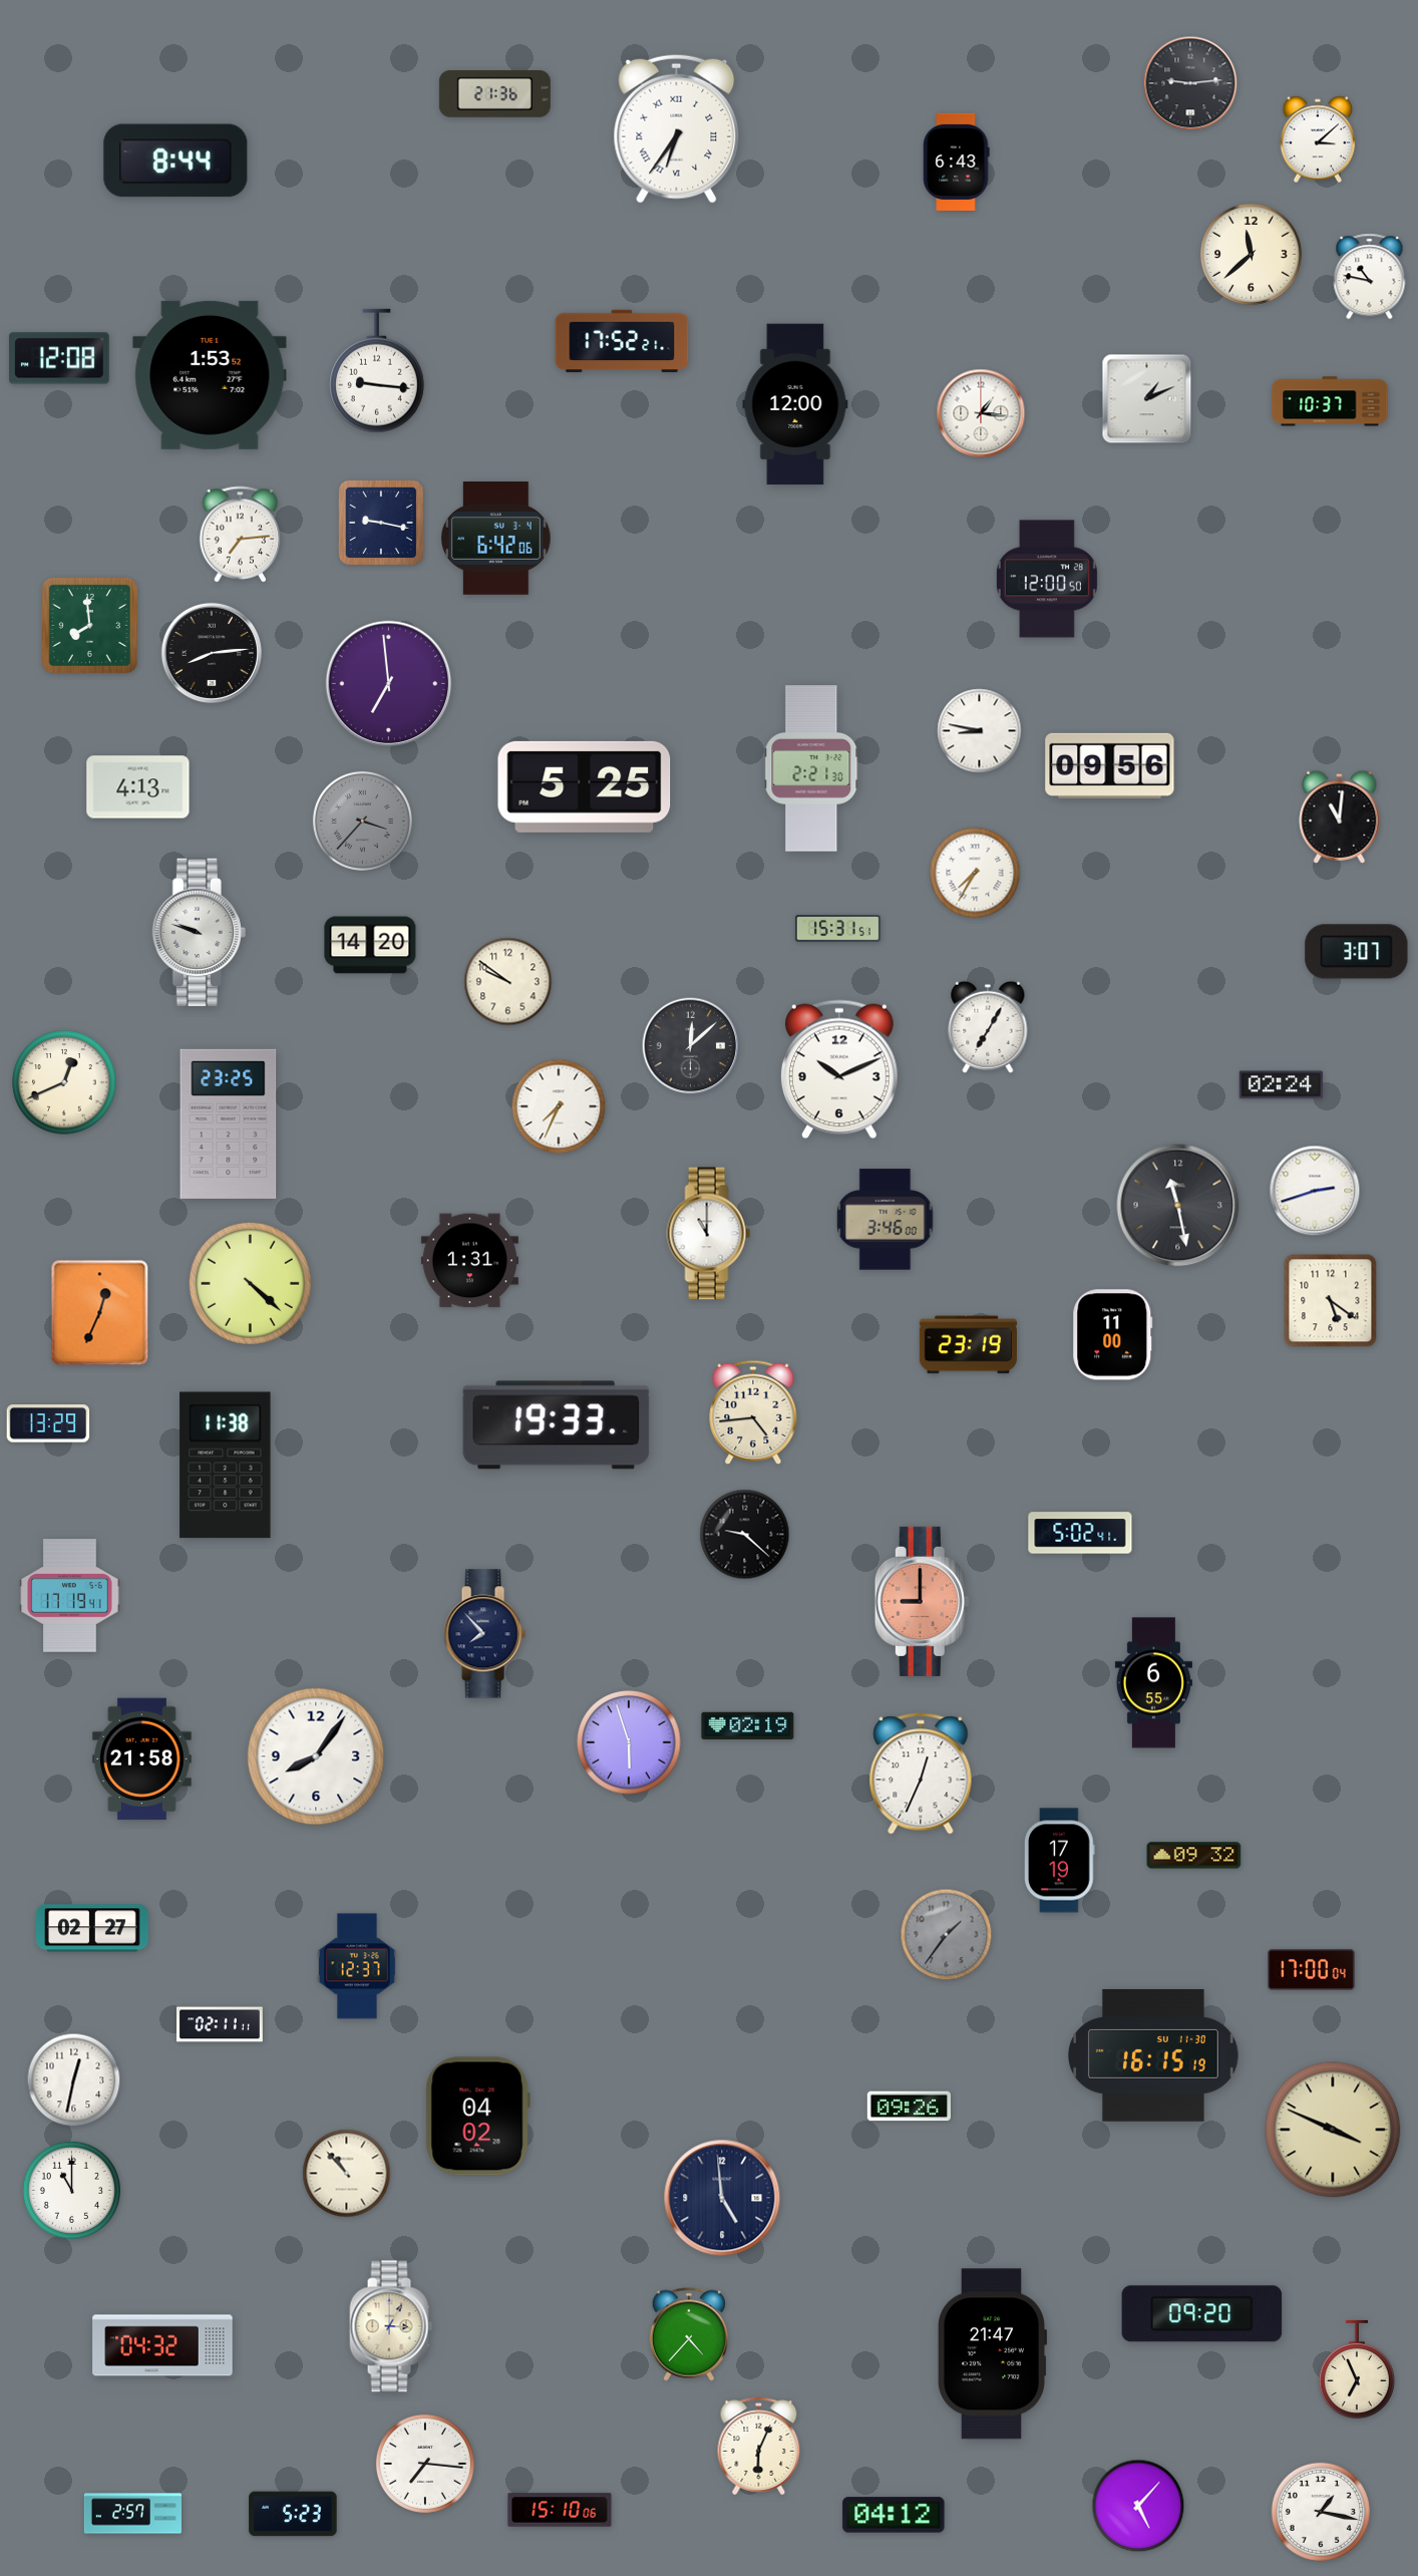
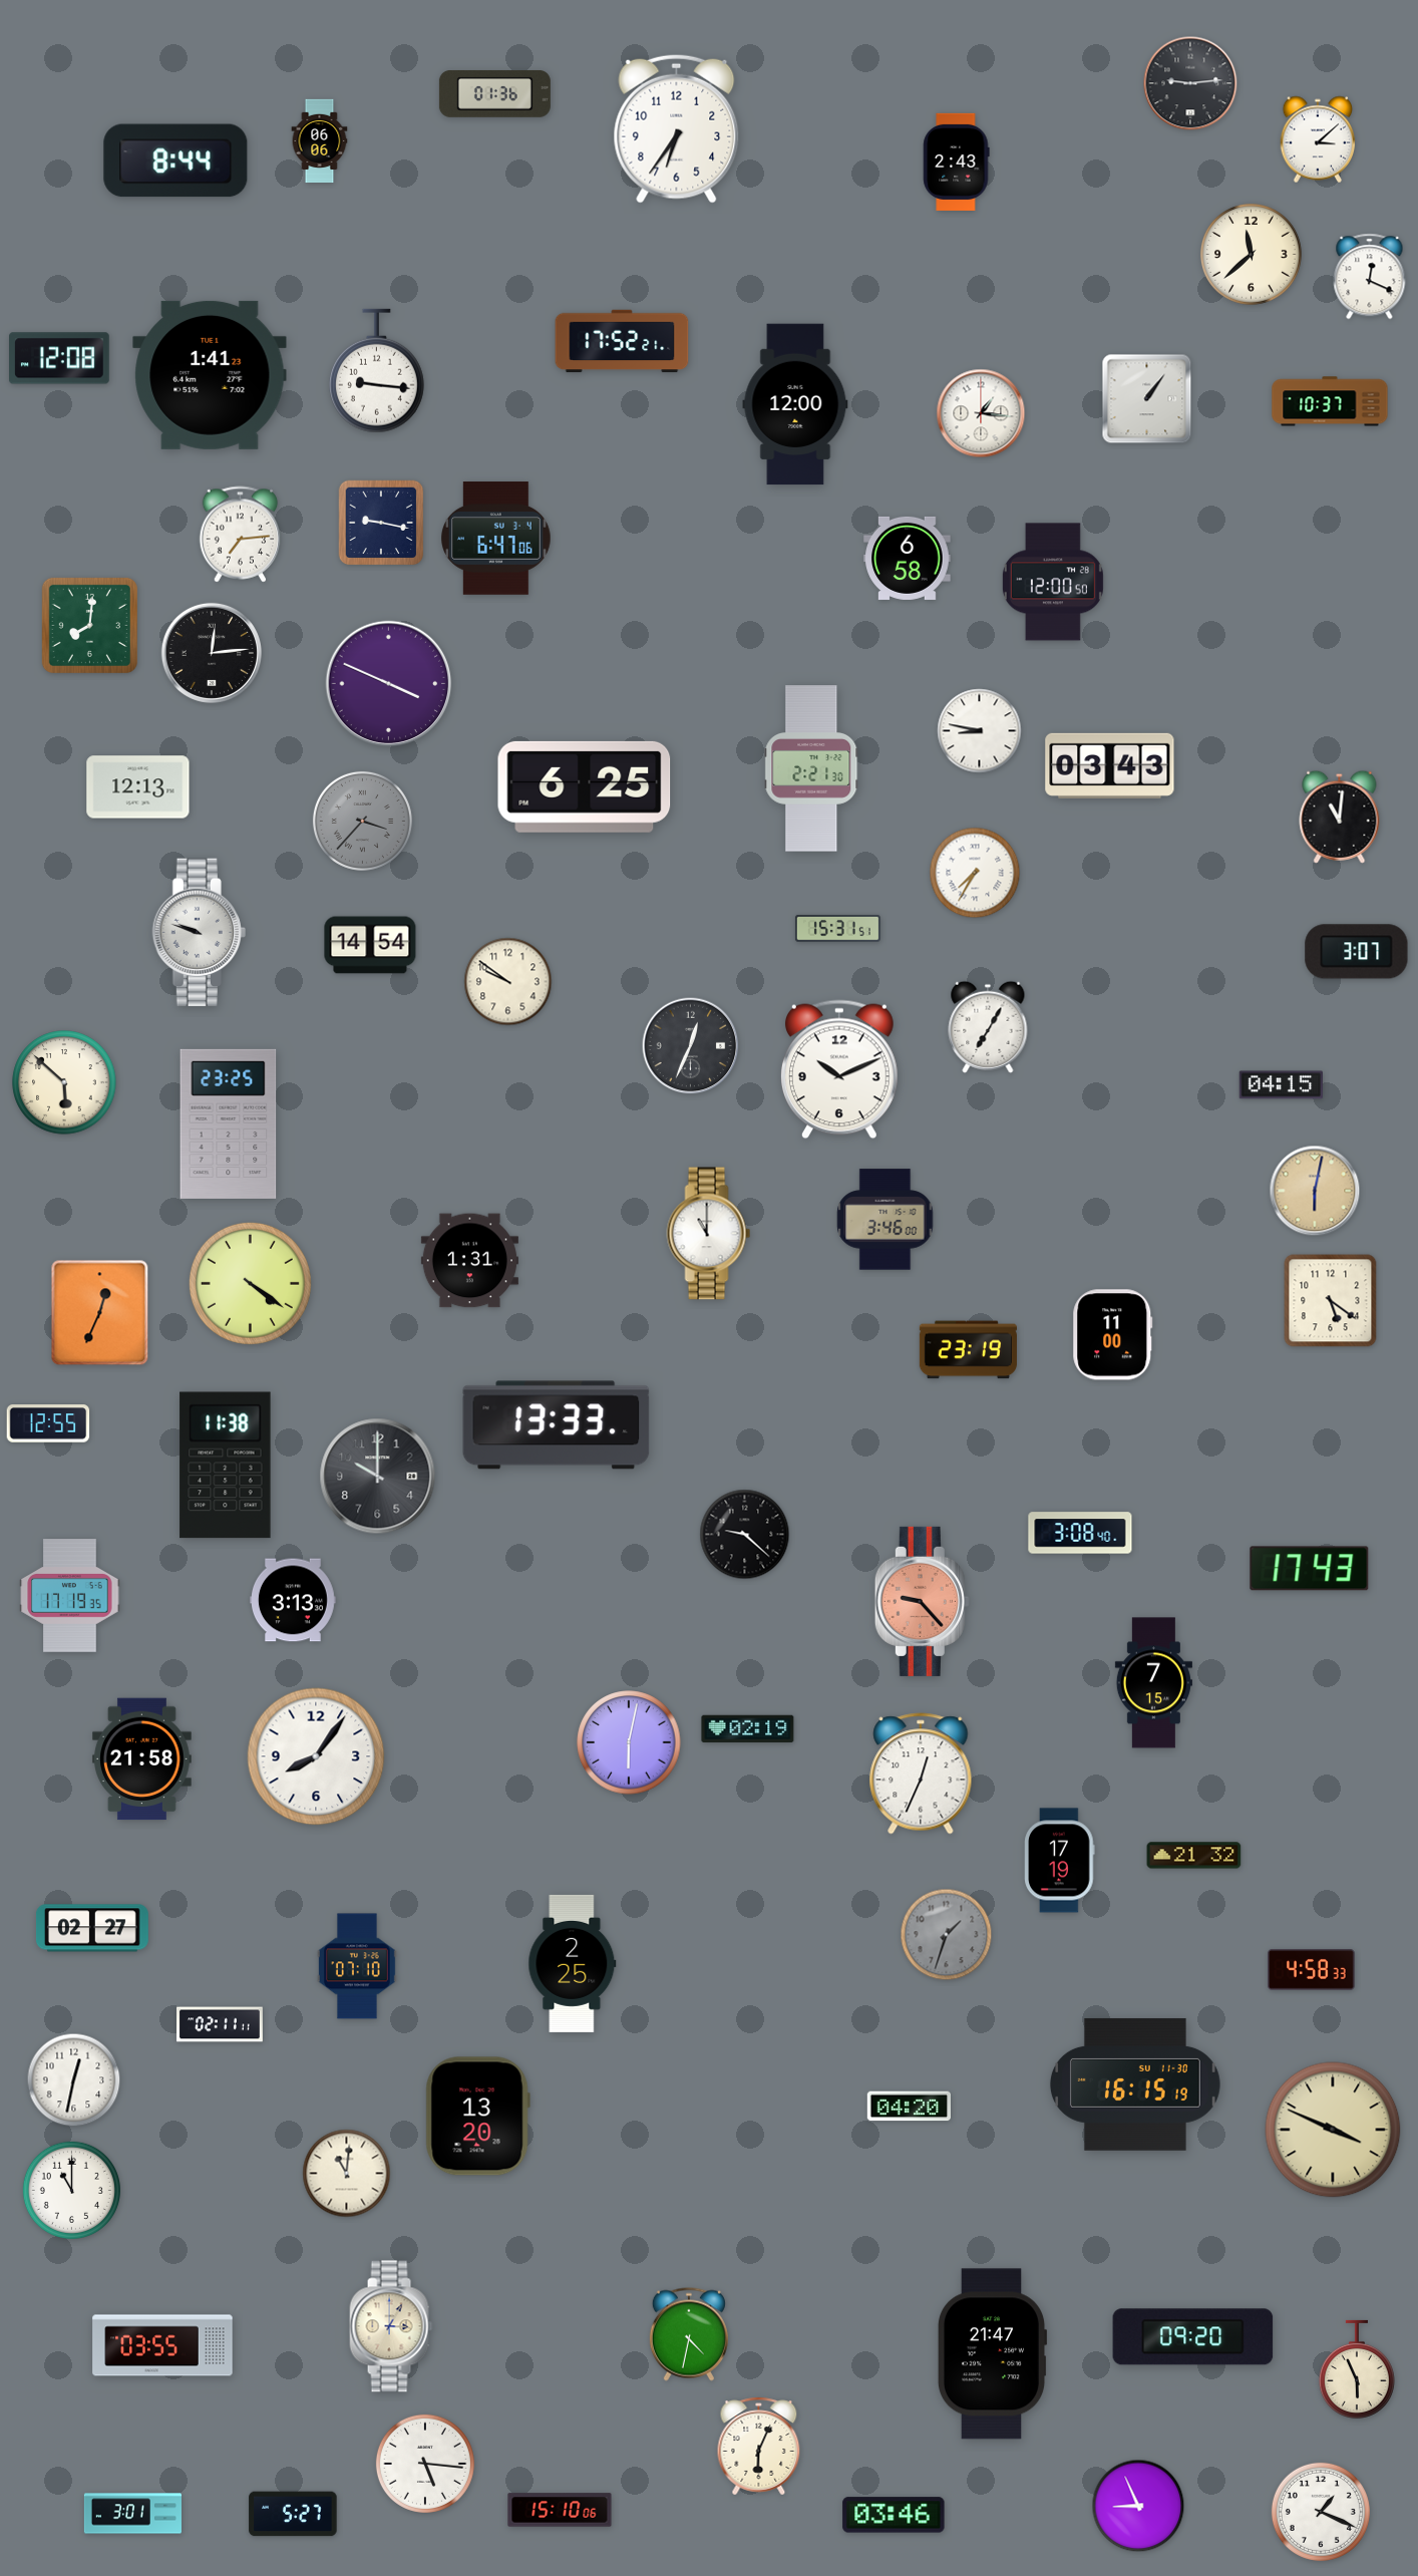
clock at (494, 94): 21:36 -> 01:36
clock at (677, 128) numerals: Roman -> Arabic
clock at (320, 141): none -> 06:06
clock at (957, 162): 6:43 -> 2:43
clock at (1370, 277): 10:47 -> 12:19
clock at (210, 375): 1:53 -> 1:41
clock at (1147, 399): 1:11 -> 1:06
clock at (496, 539): 6:42 -> 6:47
clock at (908, 558): none -> 6:58
clock at (1047, 579) position: (1047, 579) -> (1053, 582)
clock at (89, 625): 7:59 -> 8:01
clock at (212, 653): 8:14 -> 12:14
clock at (389, 684): 6:59 -> 3:49
clock at (1110, 765): 09:56 -> 03:43
clock at (585, 786): 5:25 -> 6:25
clock at (138, 787): 4:13 -> 12:13
clock at (370, 945): 14:20 -> 14:54
clock at (691, 1046): 12:08 -> 12:34
clock at (64, 1082): 12:41 -> 5:52
clock at (1281, 1085): 02:24 -> 04:15
clock at (559, 1106): 7:34 -> none
clock at (1315, 1191): 2:42 -> 6:02
clock at (1315, 1191) dial: white -> champagne
clock at (1178, 1206): 11:28 -> none
clock at (250, 1283): 4:22 -> 4:21
clock at (968, 1345) position: (968, 1345) -> (968, 1350)
clock at (753, 1412): 4:44 -> none
clock at (48, 1423): 13:29 -> 12:55
clock at (557, 1425): 19:33 -> 13:33
clock at (378, 1477): none -> 10:00
clock at (1080, 1533): 5:02 -> 3:08
clock at (1310, 1569): none -> 17:43
clock at (70, 1596): 17:19:41 -> 17:19:35
clock at (294, 1600): none -> 3:13
clock at (922, 1601): 9:00 -> 9:23
clock at (484, 1634): 7:53 -> none
clock at (1153, 1683): 6:55 -> 7:15
clock at (748, 1726) position: (748, 1726) -> (748, 1729)
clock at (629, 1742): 5:57 -> 6:02
clock at (1194, 1856): 09:32 -> 21:32
clock at (947, 1935): 1:36 -> 1:33
clock at (573, 1963): none -> 2:25
clock at (358, 1966): 12:37 -> 07:10
clock at (1312, 1970): 17:00 -> 4:58
clock at (1153, 2055) position: (1153, 2055) -> (1135, 2084)
clock at (909, 2107): 09:26 -> 04:20
clock at (477, 2117): 04:02 -> 13:20
clock at (347, 2174): 10:53 -> 11:01
clock at (722, 2198): 4:59 -> none
clock at (1202, 2314) position: (1202, 2314) -> (1193, 2337)
clock at (689, 2334): 4:37 -> 4:32
clock at (162, 2345): 04:32 -> 03:55
clock at (1357, 2369): 6:56 -> 5:56
clock at (425, 2464): 7:16 -> 5:16
clock at (1138, 2506): 5:07 -> 8:56
clock at (1321, 2512): 1:17 -> 1:19
clock at (132, 2514): 2:57 -> 3:01
clock at (293, 2514): 5:23 -> 5:27
clock at (894, 2515): 04:12 -> 03:46
